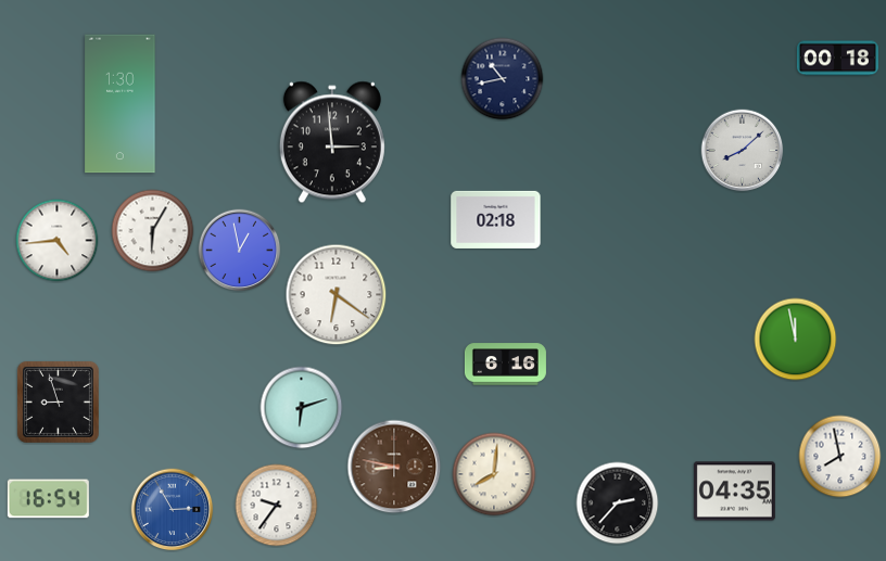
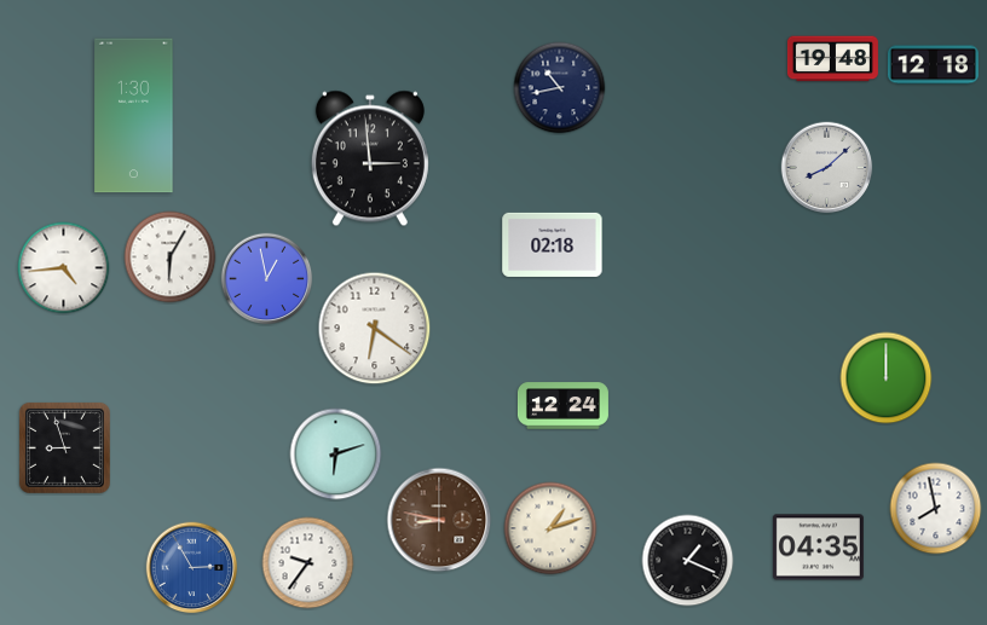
clock at (832, 59): none -> 19:48
clock at (837, 59): 00:18 -> 12:18
clock at (796, 340): 11:58 -> 12:00
clock at (505, 365): 6:16 -> 12:24
clock at (494, 474): 8:01 -> 1:12
clock at (48, 499): 16:54 -> none
clock at (618, 503): 2:37 -> 1:19
